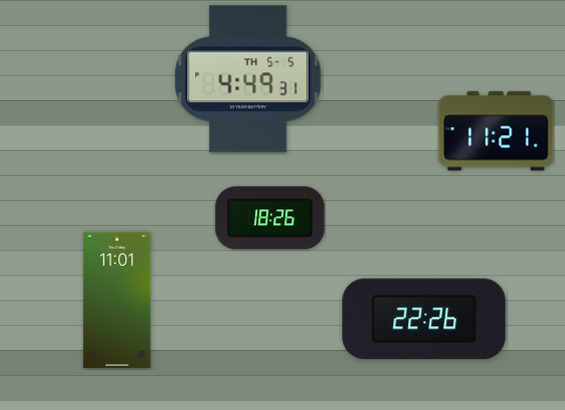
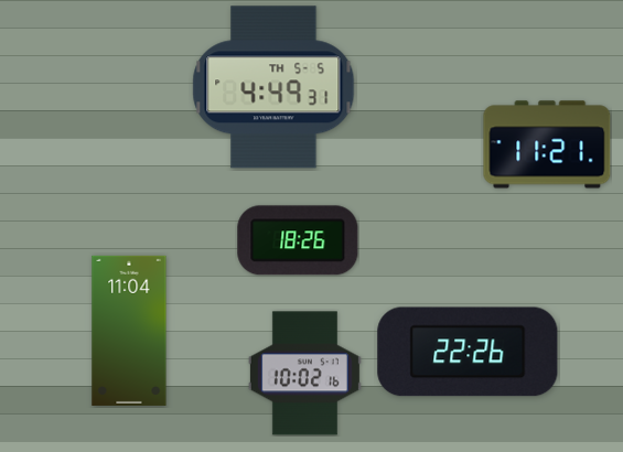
clock at (117, 300): 11:01 -> 11:04
clock at (304, 374): none -> 10:02
